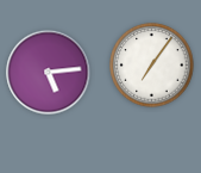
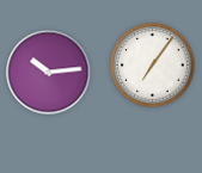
clock at (49, 73): 5:14 -> 10:14
